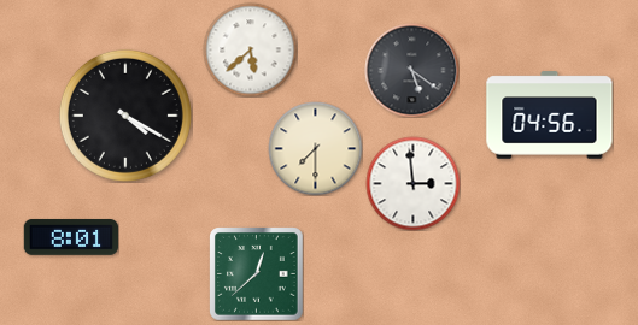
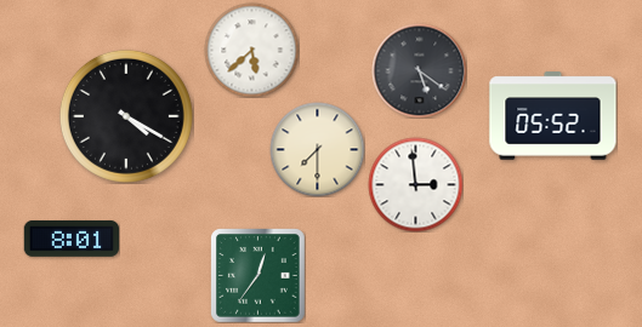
clock at (411, 70) position: (411, 70) -> (419, 70)
clock at (550, 116): 04:56 -> 05:52
clock at (256, 273): 12:38 -> 12:36
